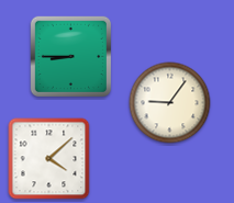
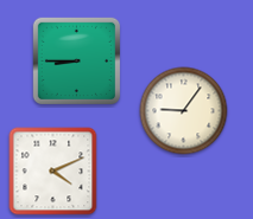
clock at (49, 159): 4:08 -> 4:11
